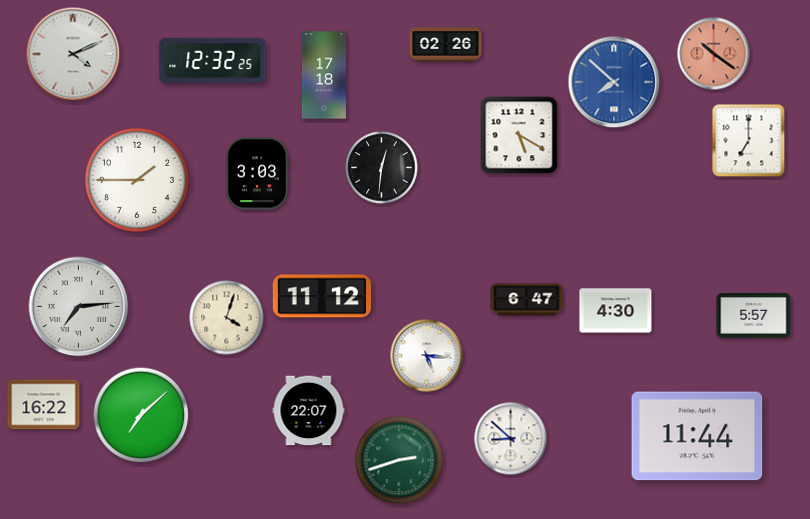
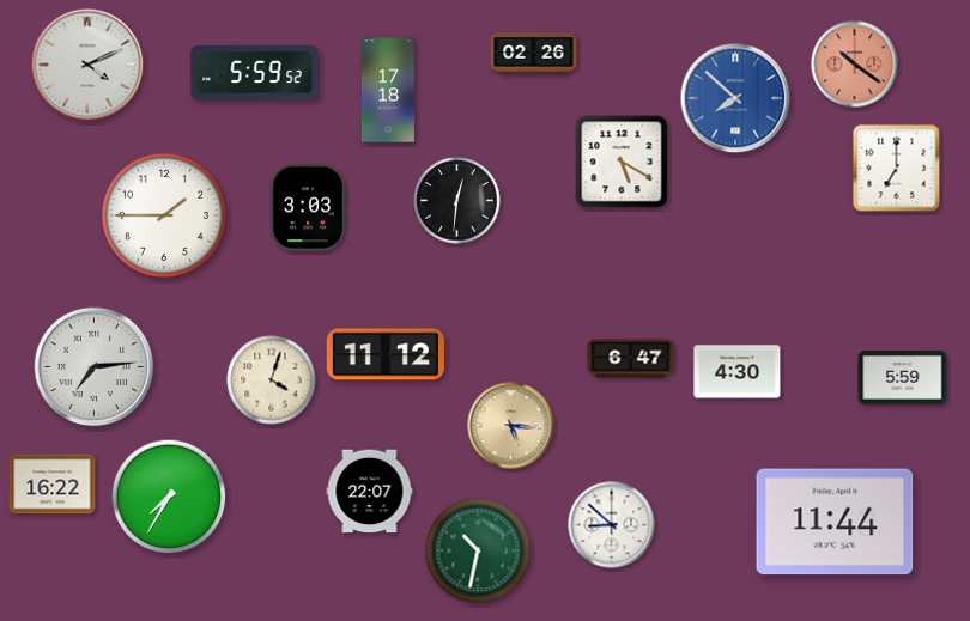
clock at (213, 60): 12:32 -> 5:59
clock at (754, 316): 5:57 -> 5:59
clock at (427, 356) dial: white -> champagne
clock at (141, 415): 7:08 -> 7:35
clock at (399, 460): 2:42 -> 10:32
